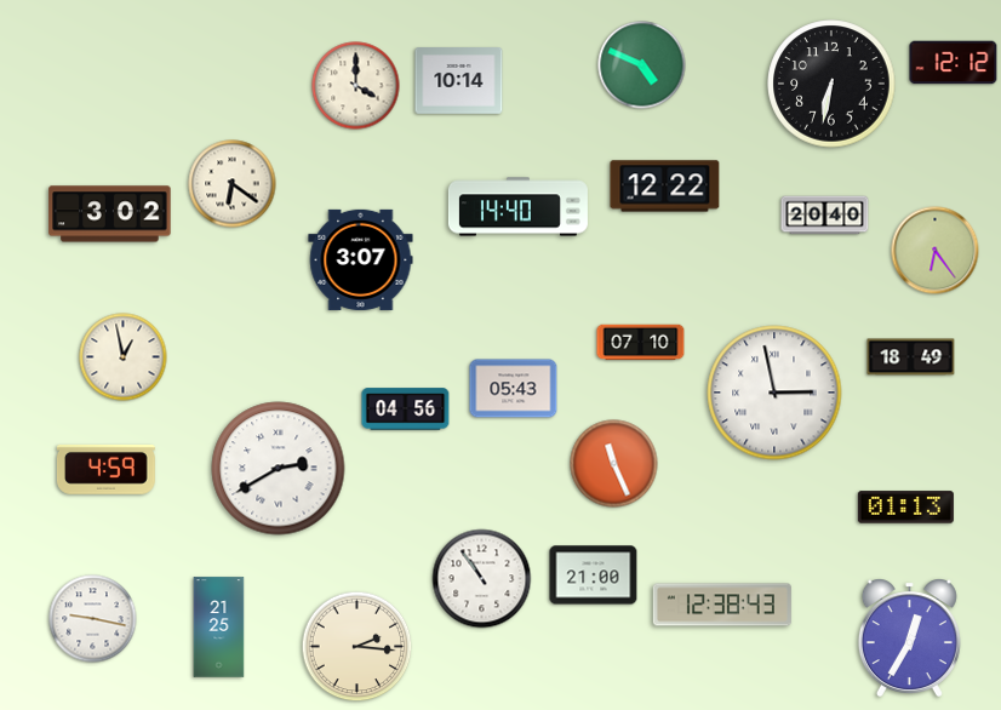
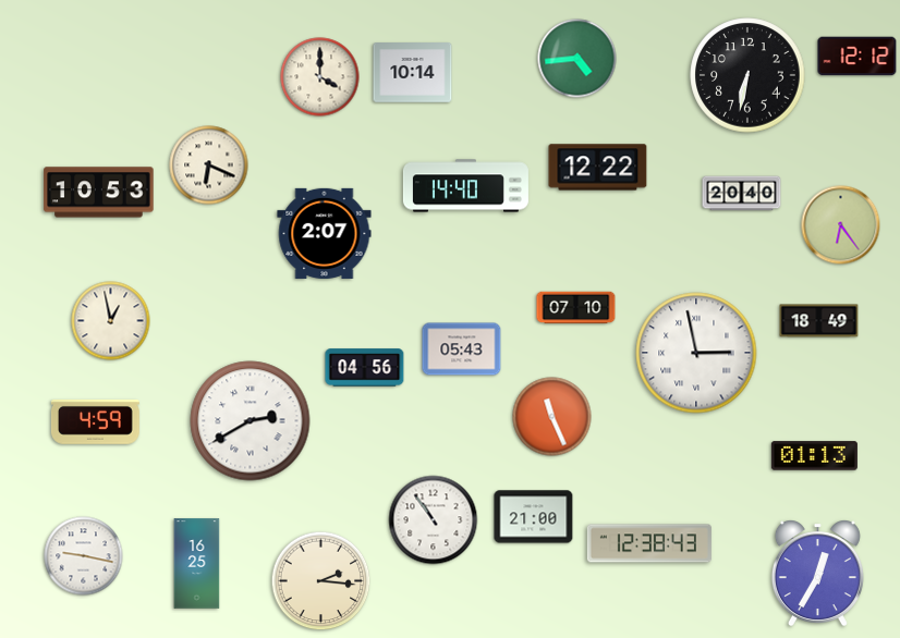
clock at (642, 65): 4:49 -> 4:44
clock at (233, 184): 6:21 -> 6:19
clock at (110, 214): 3:02 -> 10:53
clock at (361, 259): 3:07 -> 2:07
clock at (219, 628): 21:25 -> 16:25
